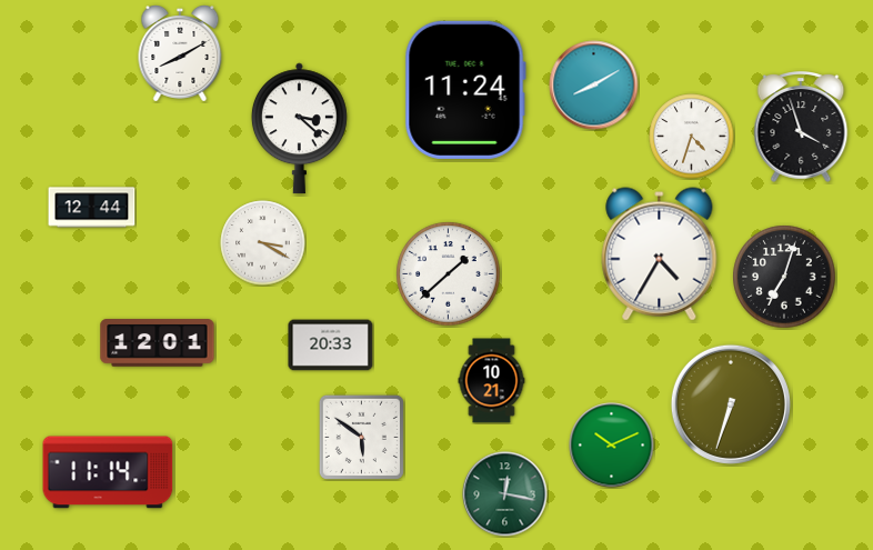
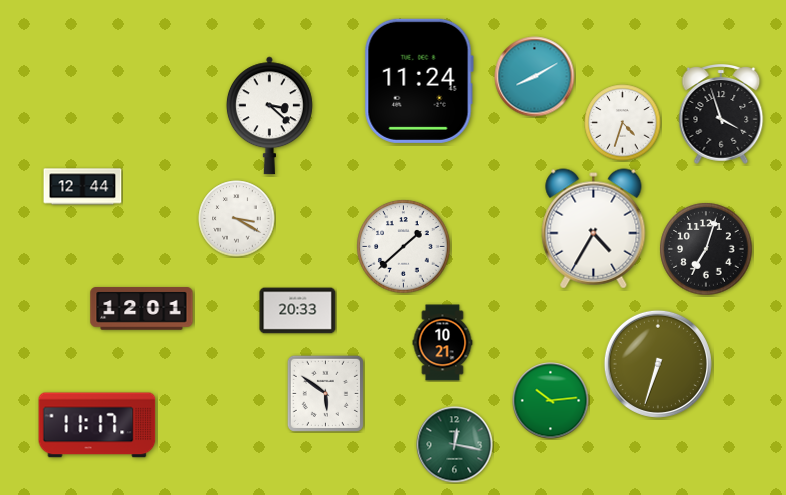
clock at (180, 54): 8:10 -> none
clock at (612, 446): 10:11 -> 10:14
clock at (108, 472): 11:14 -> 11:17
